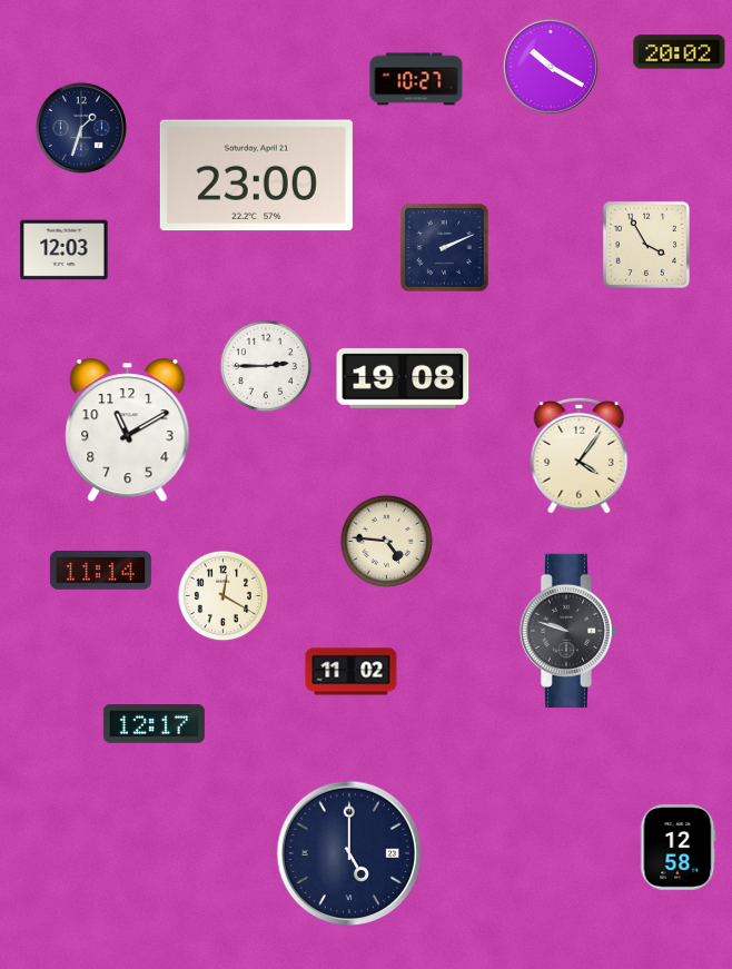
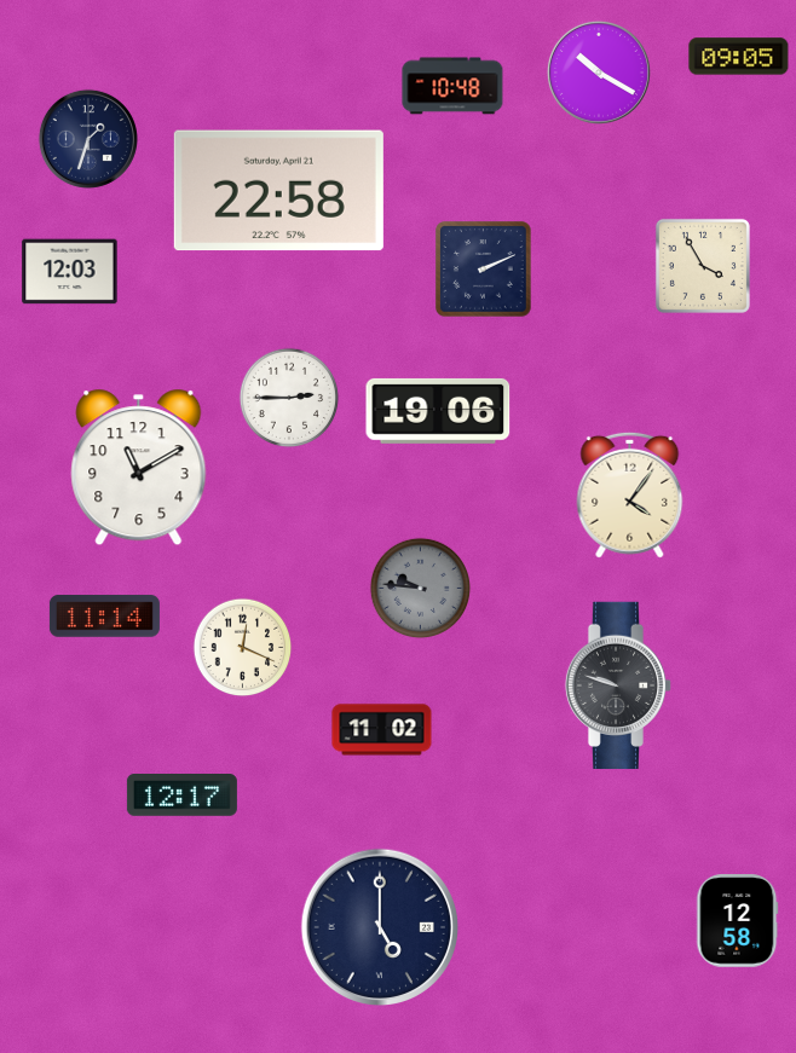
clock at (680, 52): 20:02 -> 09:05
clock at (416, 79): 10:27 -> 10:48
clock at (256, 176): 23:00 -> 22:58
clock at (403, 378): 19:08 -> 19:06
clock at (386, 541): 4:46 -> 9:46
clock at (386, 541) dial: cream -> grey
clock at (100, 571) position: (100, 571) -> (104, 617)
clock at (224, 596): 12:20 -> 12:19
clock at (154, 724) position: (154, 724) -> (181, 795)
